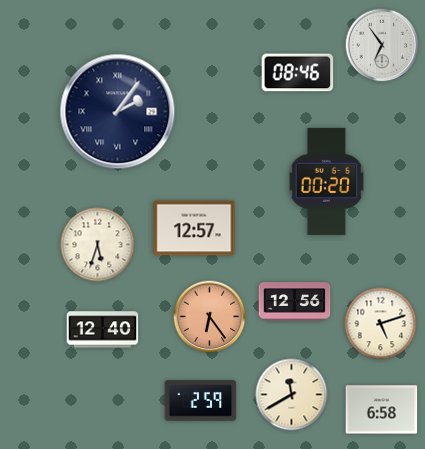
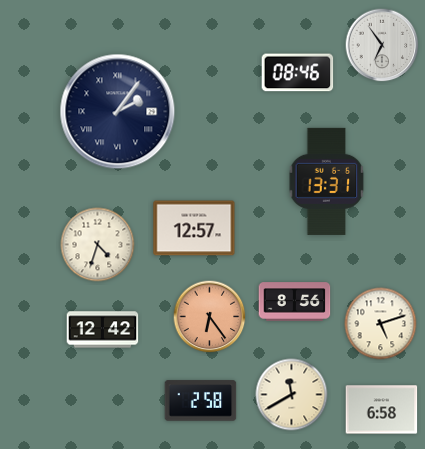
clock at (327, 181): 00:20 -> 13:31
clock at (98, 245): 5:33 -> 4:33
clock at (295, 302): 12:56 -> 8:56
clock at (103, 330): 12:40 -> 12:42
clock at (201, 401): 2:59 -> 2:58
